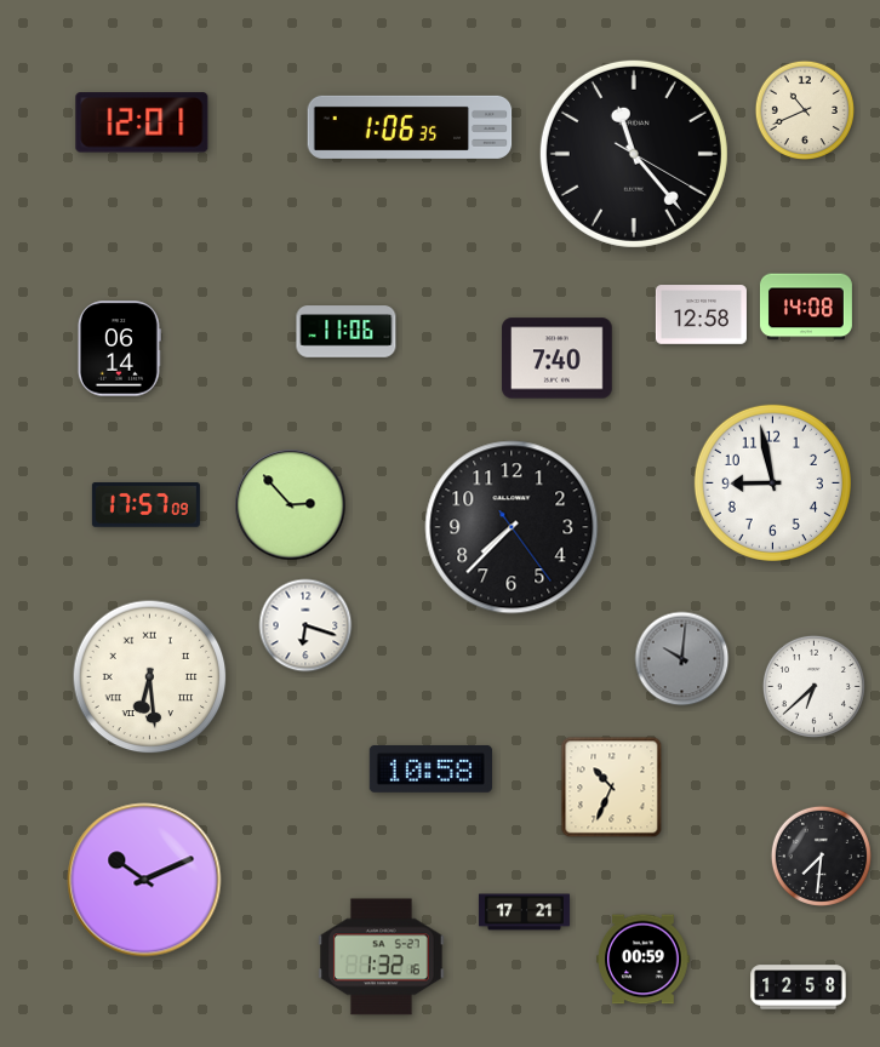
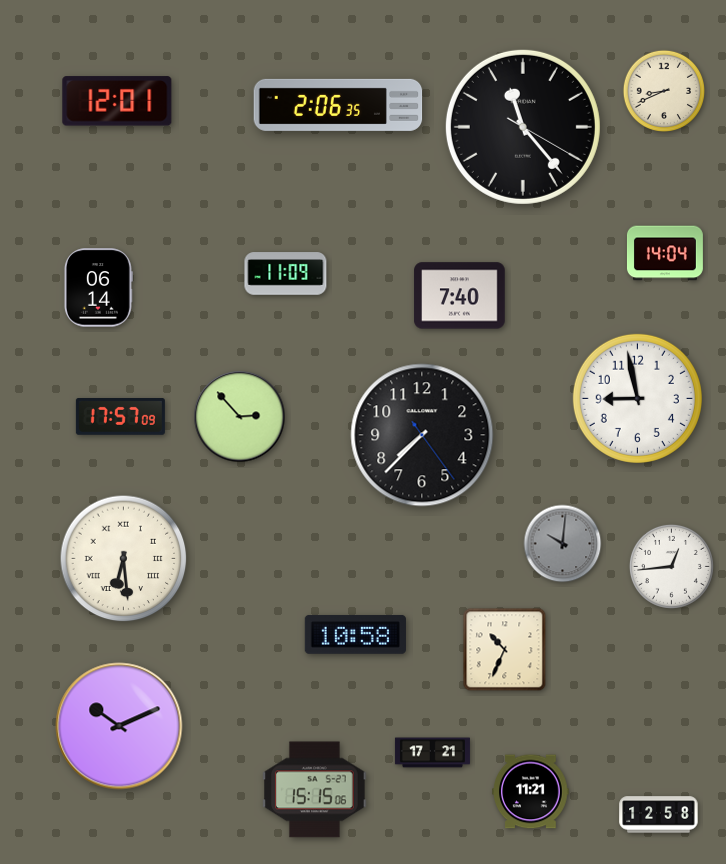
clock at (804, 109): 10:41 -> 8:41
clock at (410, 127): 1:06 -> 2:06
clock at (806, 307): 14:08 -> 14:04
clock at (701, 315): 12:58 -> none
clock at (347, 332): 11:06 -> 11:09
clock at (305, 625): 6:18 -> none
clock at (813, 686): 6:38 -> 12:44
clock at (821, 856): 7:31 -> none
clock at (382, 957): 1:32 -> 15:15
clock at (644, 960): 00:59 -> 11:21
